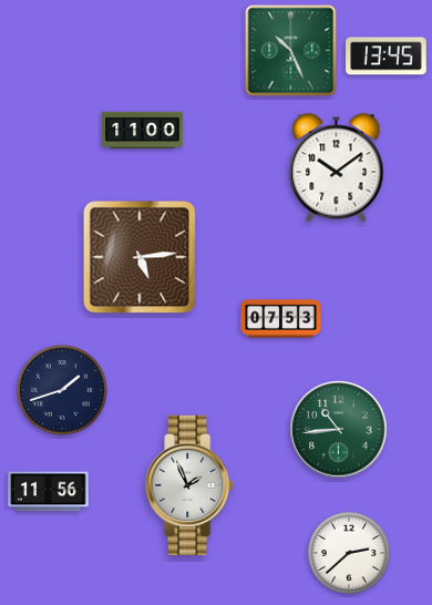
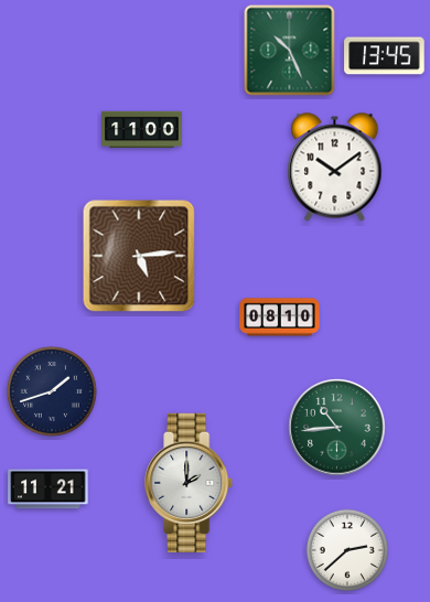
clock at (281, 319): 07:53 -> 08:10
clock at (63, 391) position: (63, 391) -> (53, 393)
clock at (191, 484): 1:56 -> 2:00
clock at (49, 492): 11:56 -> 11:21
